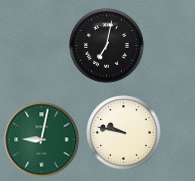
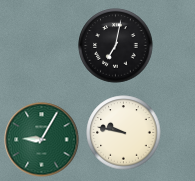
clock at (107, 46) position: (107, 46) -> (116, 46)
clock at (42, 140): 9:02 -> 9:05
